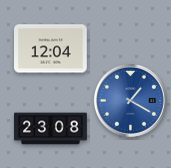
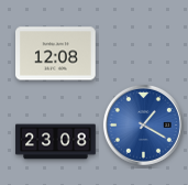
clock at (51, 49): 12:04 -> 12:08
clock at (130, 100) position: (130, 100) -> (143, 124)
